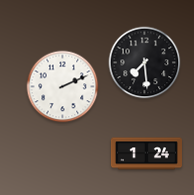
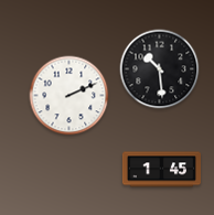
clock at (145, 63): 7:29 -> 10:29
clock at (146, 154): 1:24 -> 1:45
